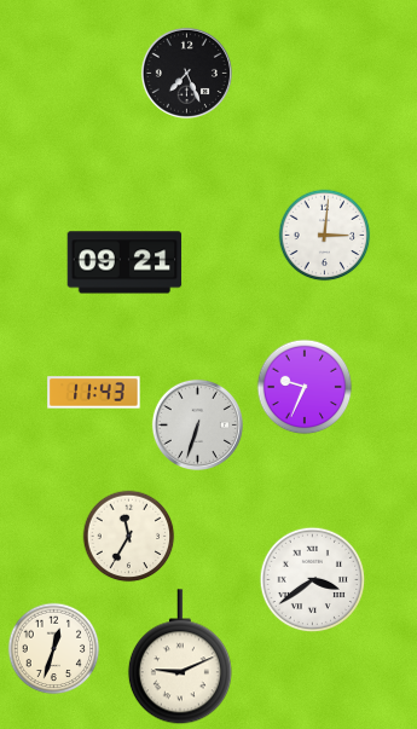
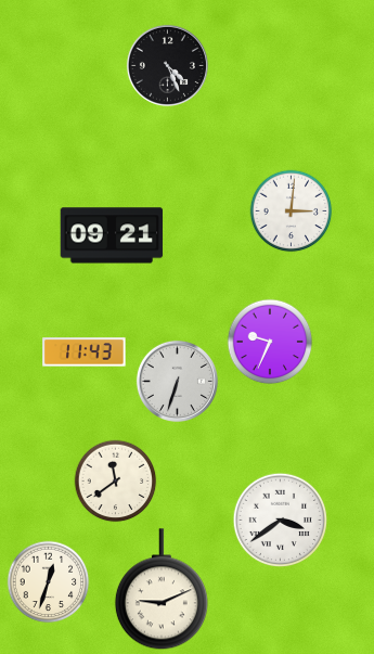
clock at (186, 73): 7:26 -> 4:26
clock at (305, 387) position: (305, 387) -> (270, 342)
clock at (129, 537): 11:35 -> 11:39
